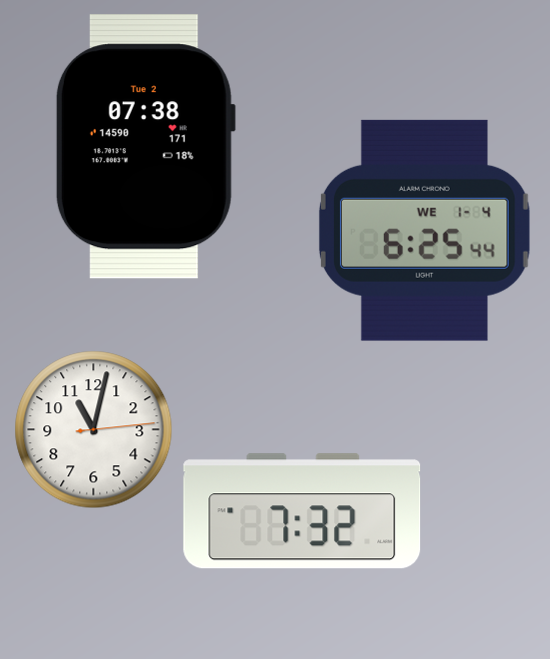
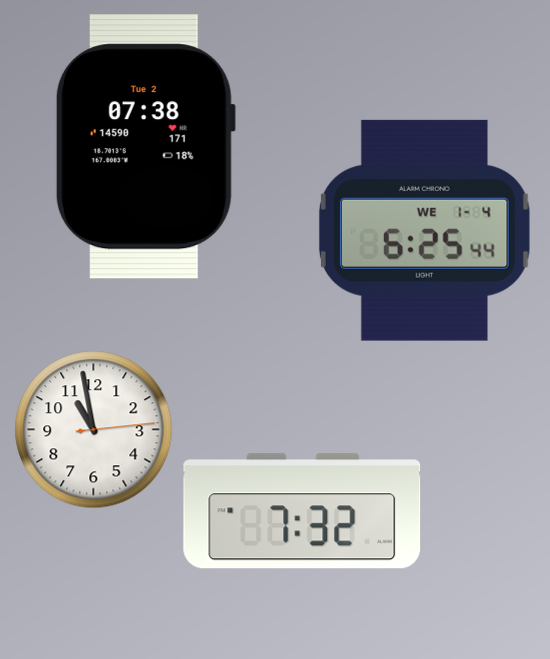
clock at (94, 430): 11:02 -> 10:58
